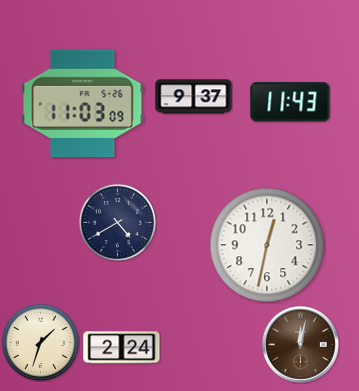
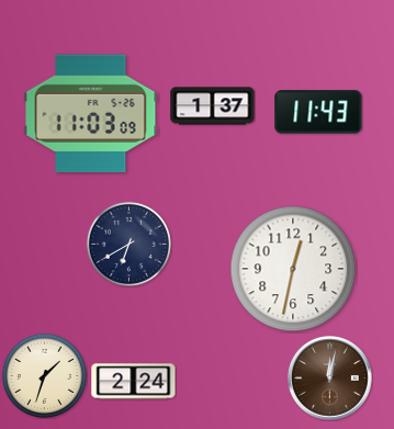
clock at (194, 97): 9:37 -> 1:37
clock at (117, 222): 4:40 -> 6:40
